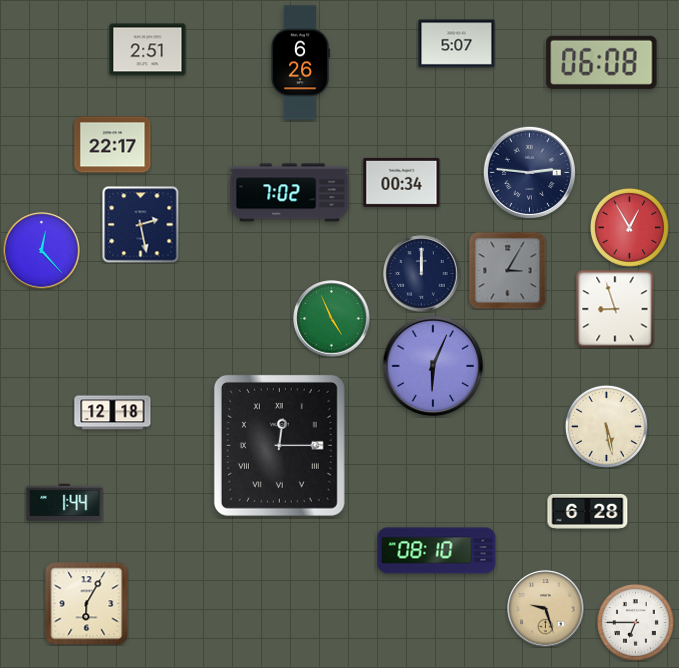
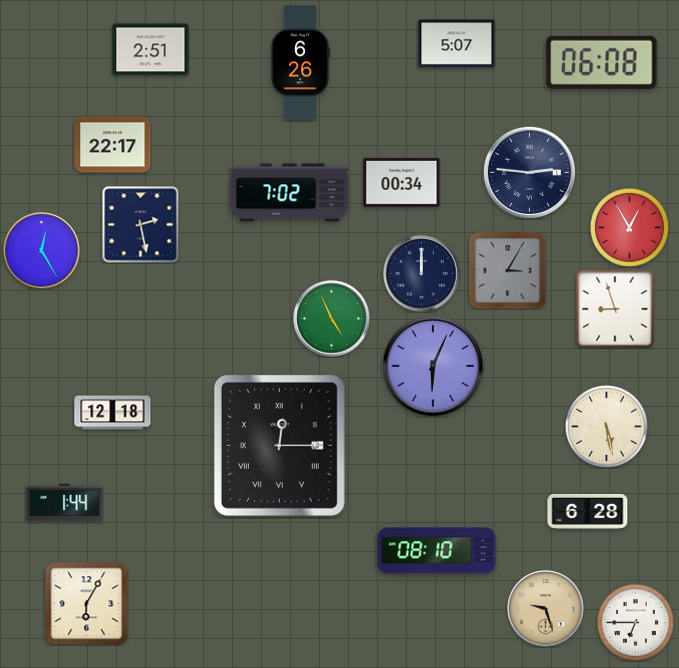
clock at (148, 50) position: (148, 50) -> (151, 50)
clock at (42, 251): 12:23 -> 12:25
